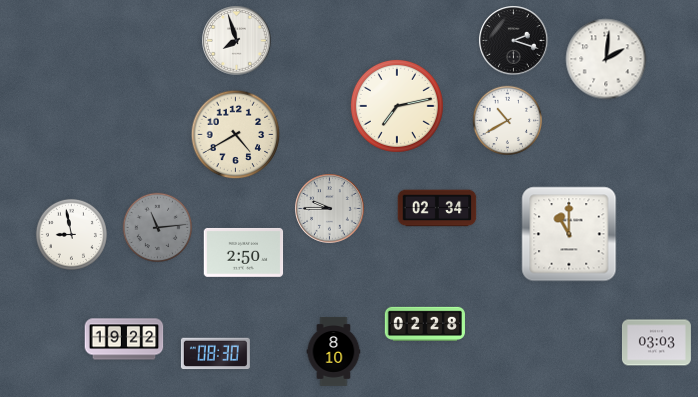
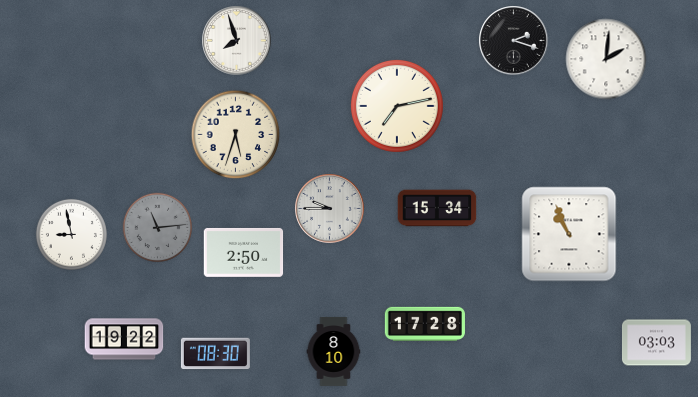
clock at (508, 121): 10:40 -> none
clock at (236, 135): 4:40 -> 5:33
clock at (437, 208): 02:34 -> 15:34
clock at (569, 234): 11:00 -> 10:56
clock at (425, 324): 02:28 -> 17:28
